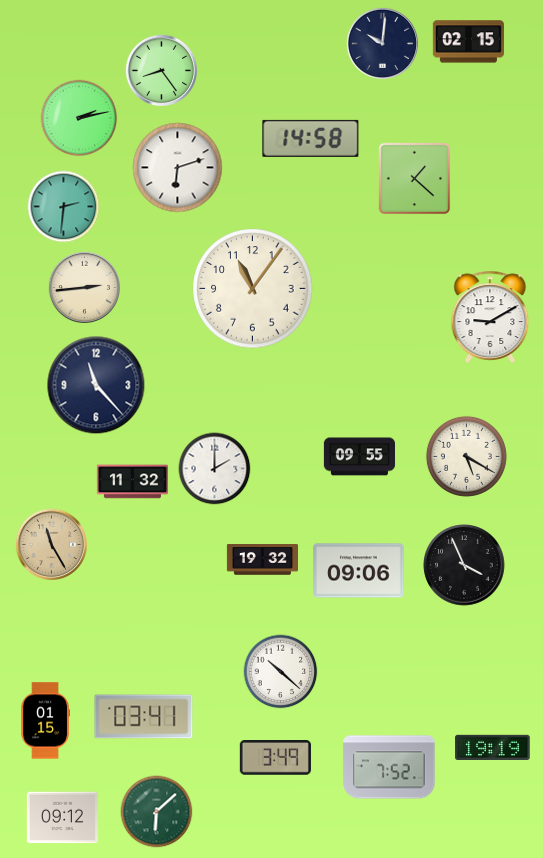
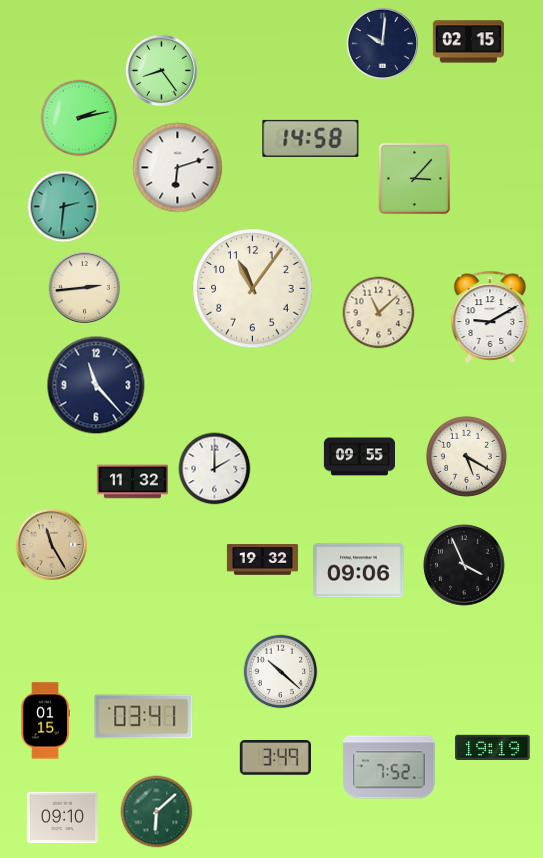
clock at (415, 179): 1:22 -> 3:07
clock at (379, 313): none -> 11:08
clock at (62, 818): 09:12 -> 09:10
